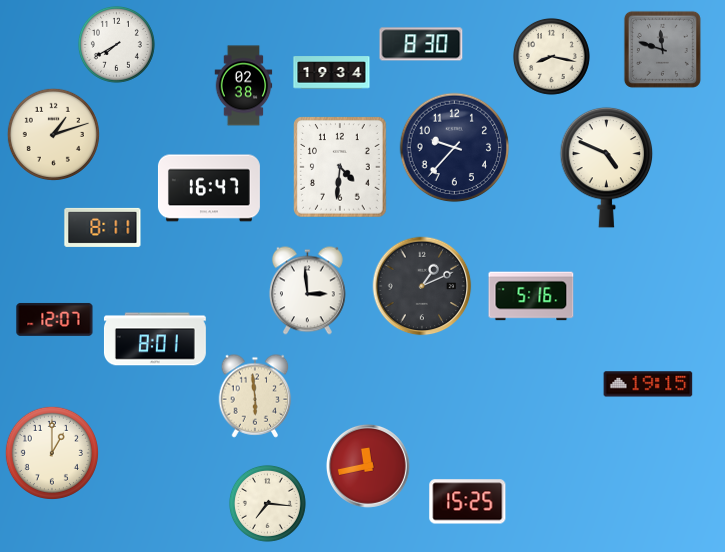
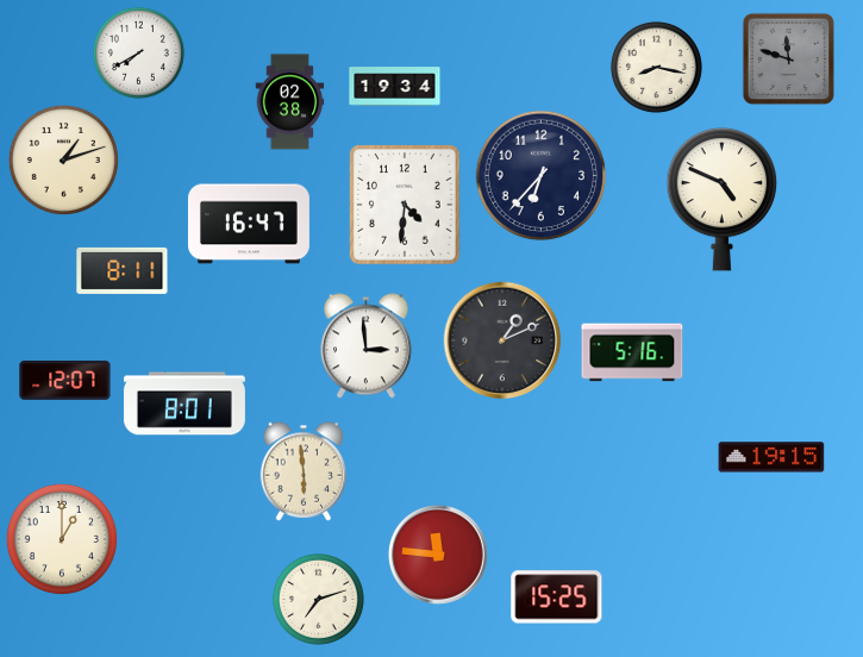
clock at (421, 44): 8:30 -> none
clock at (455, 148): 9:37 -> 6:37
clock at (341, 167) position: (341, 167) -> (406, 205)
clock at (368, 466): 11:43 -> 11:46
clock at (267, 503): 7:16 -> 7:12
